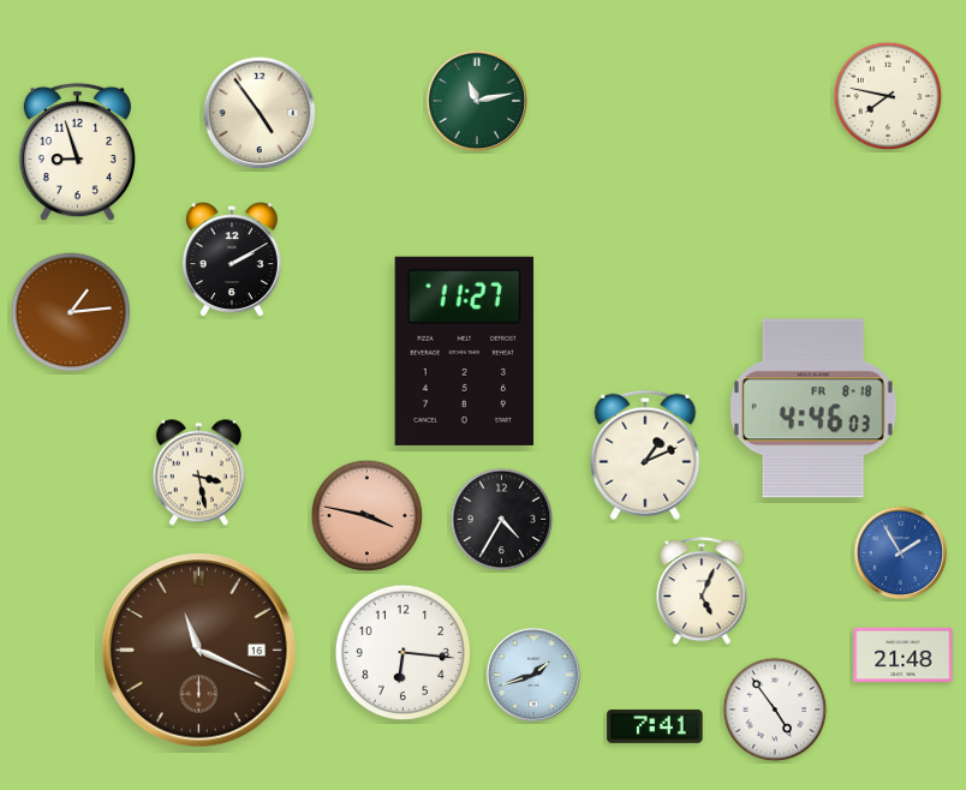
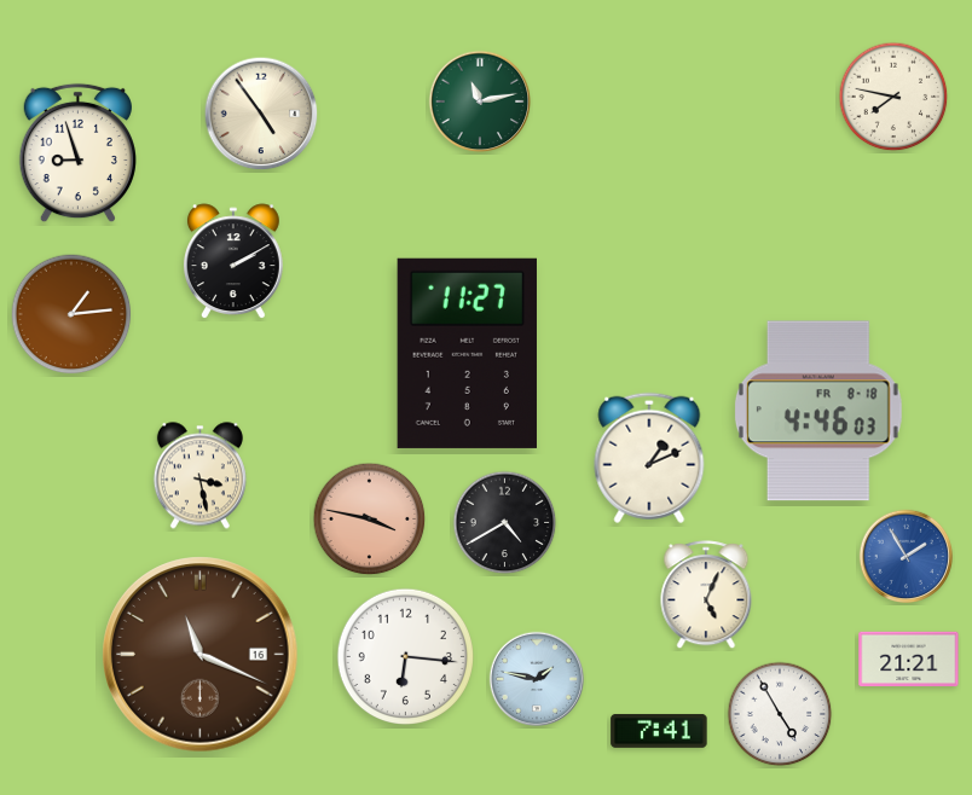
clock at (502, 520): 4:35 -> 4:40
clock at (904, 656): 21:48 -> 21:21
clock at (533, 675): 1:42 -> 1:47
clock at (775, 710): 4:54 -> 4:55
